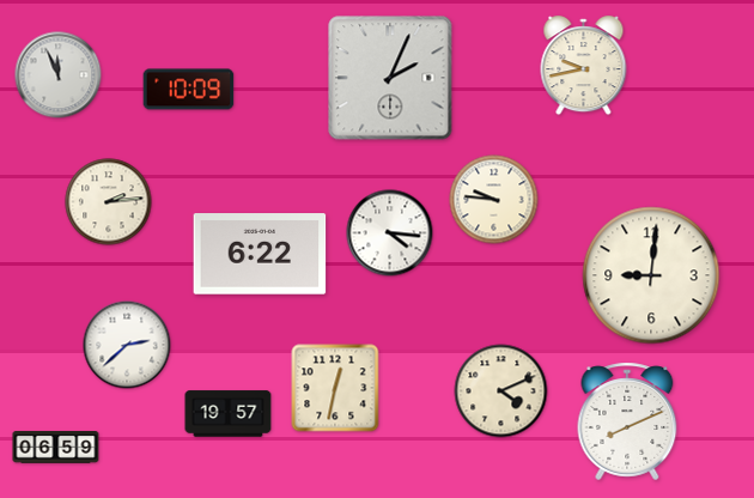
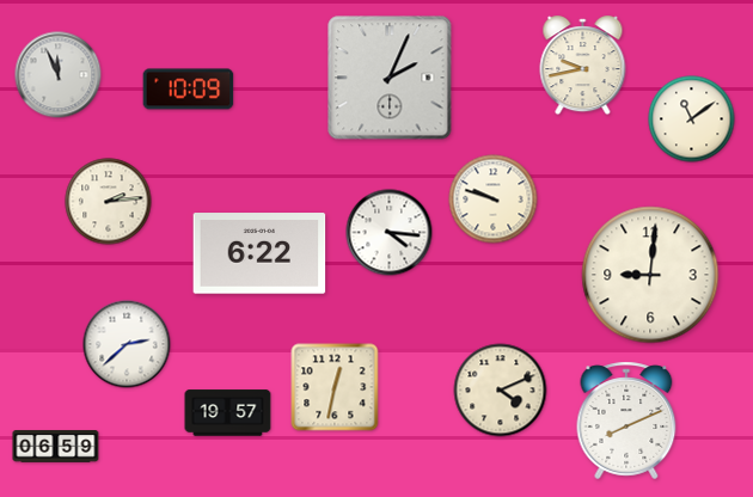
clock at (692, 119): none -> 11:09
clock at (494, 200): 9:46 -> 9:48
